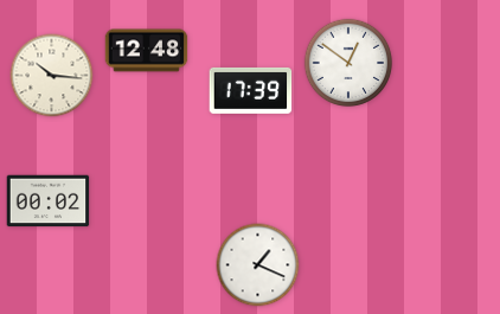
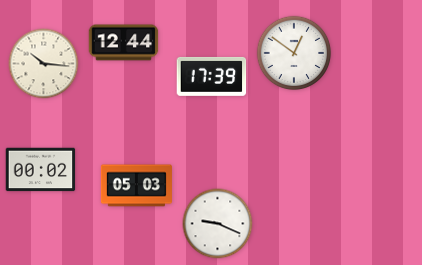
clock at (147, 51): 12:48 -> 12:44
clock at (136, 186): none -> 05:03
clock at (258, 265): 1:19 -> 9:19
